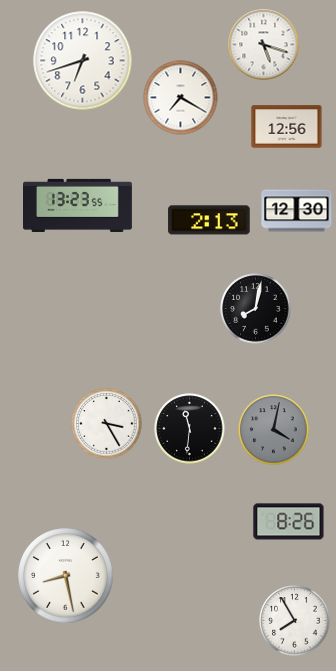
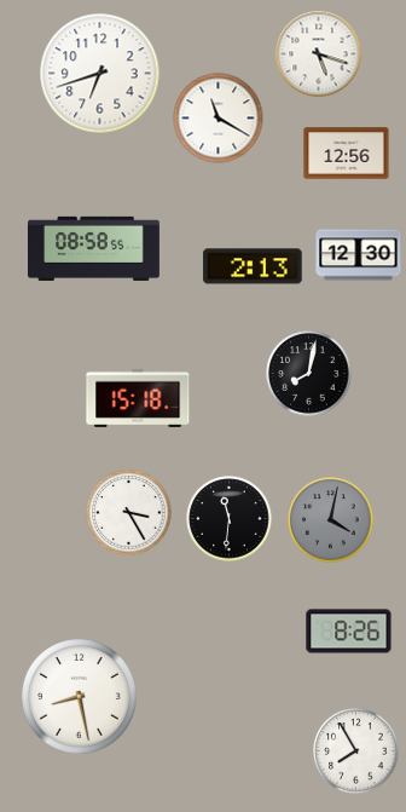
clock at (181, 98): 7:20 -> 11:20
clock at (78, 205): 13:23 -> 08:58
clock at (138, 398): none -> 15:18
